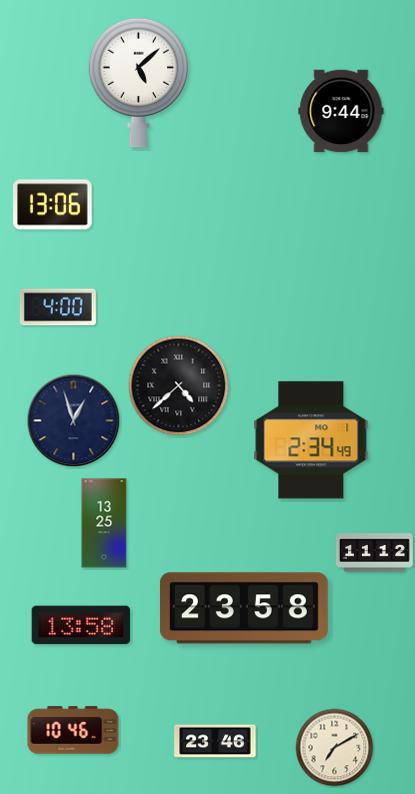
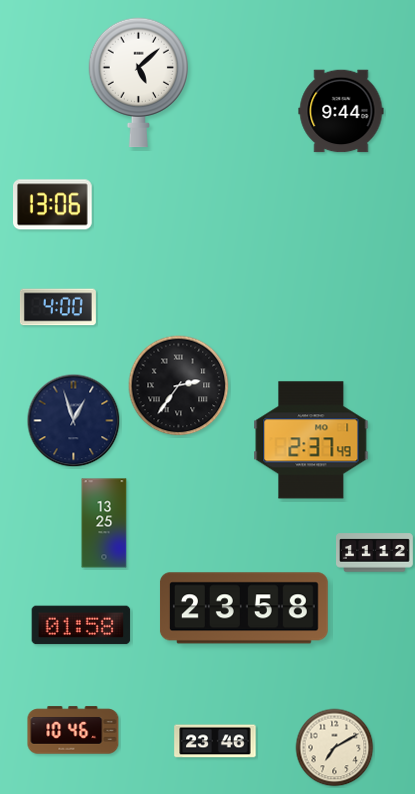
clock at (179, 386): 4:38 -> 2:36
clock at (311, 440): 2:34 -> 2:37
clock at (81, 625): 13:58 -> 01:58
